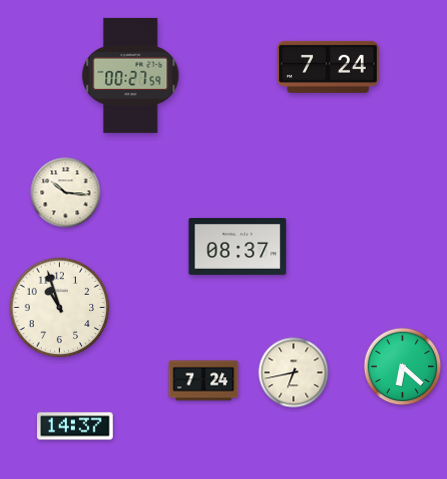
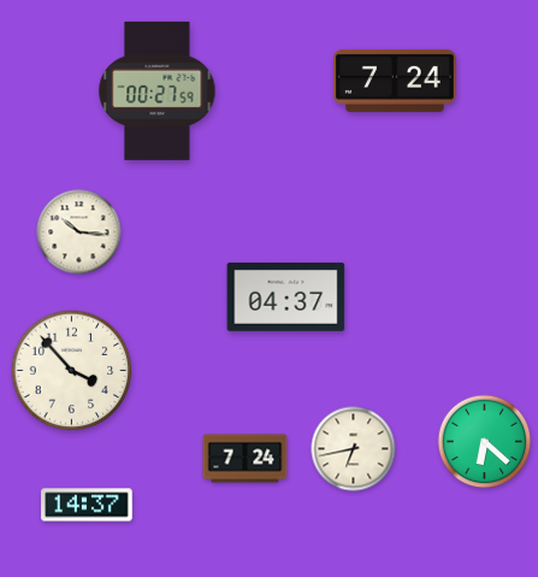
clock at (238, 246): 08:37 -> 04:37
clock at (60, 308): 10:57 -> 3:53
clock at (75, 426) position: (75, 426) -> (87, 505)
